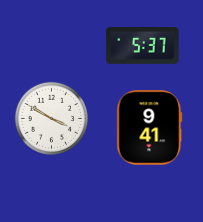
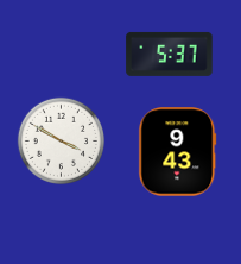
clock at (150, 128): 9:41 -> 9:43
